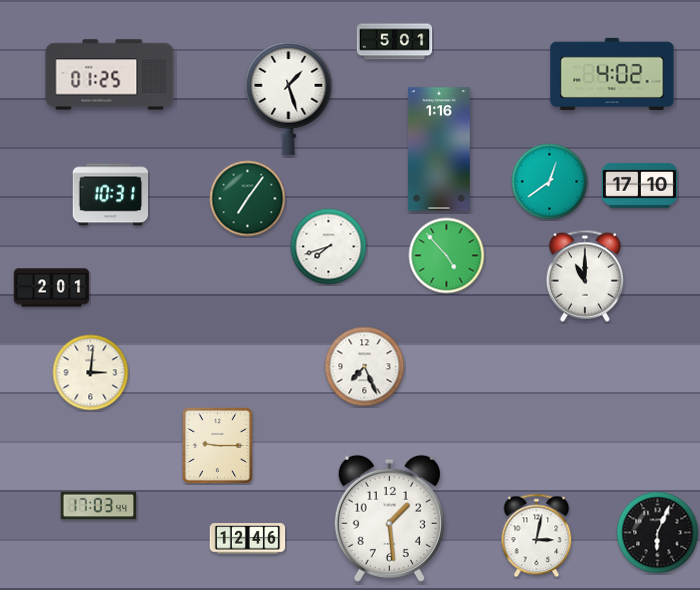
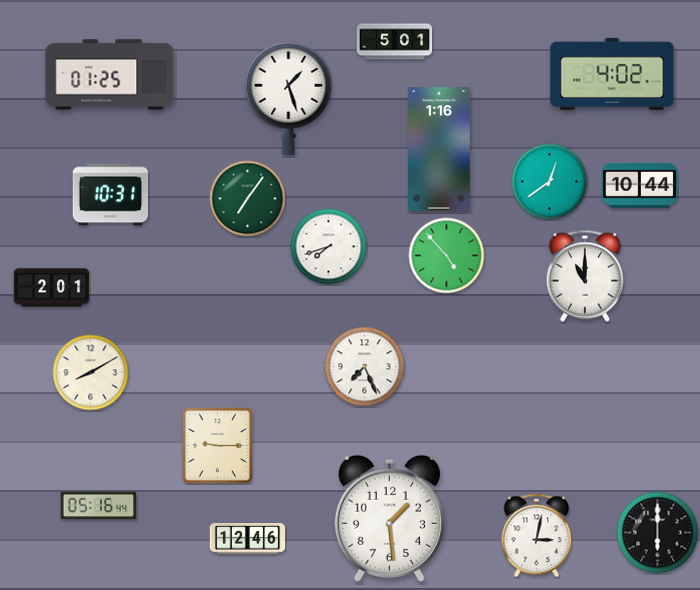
clock at (640, 185): 17:10 -> 10:44
clock at (91, 373): 3:01 -> 8:10
clock at (99, 506): 17:03 -> 05:16
clock at (658, 533): 6:04 -> 6:00
